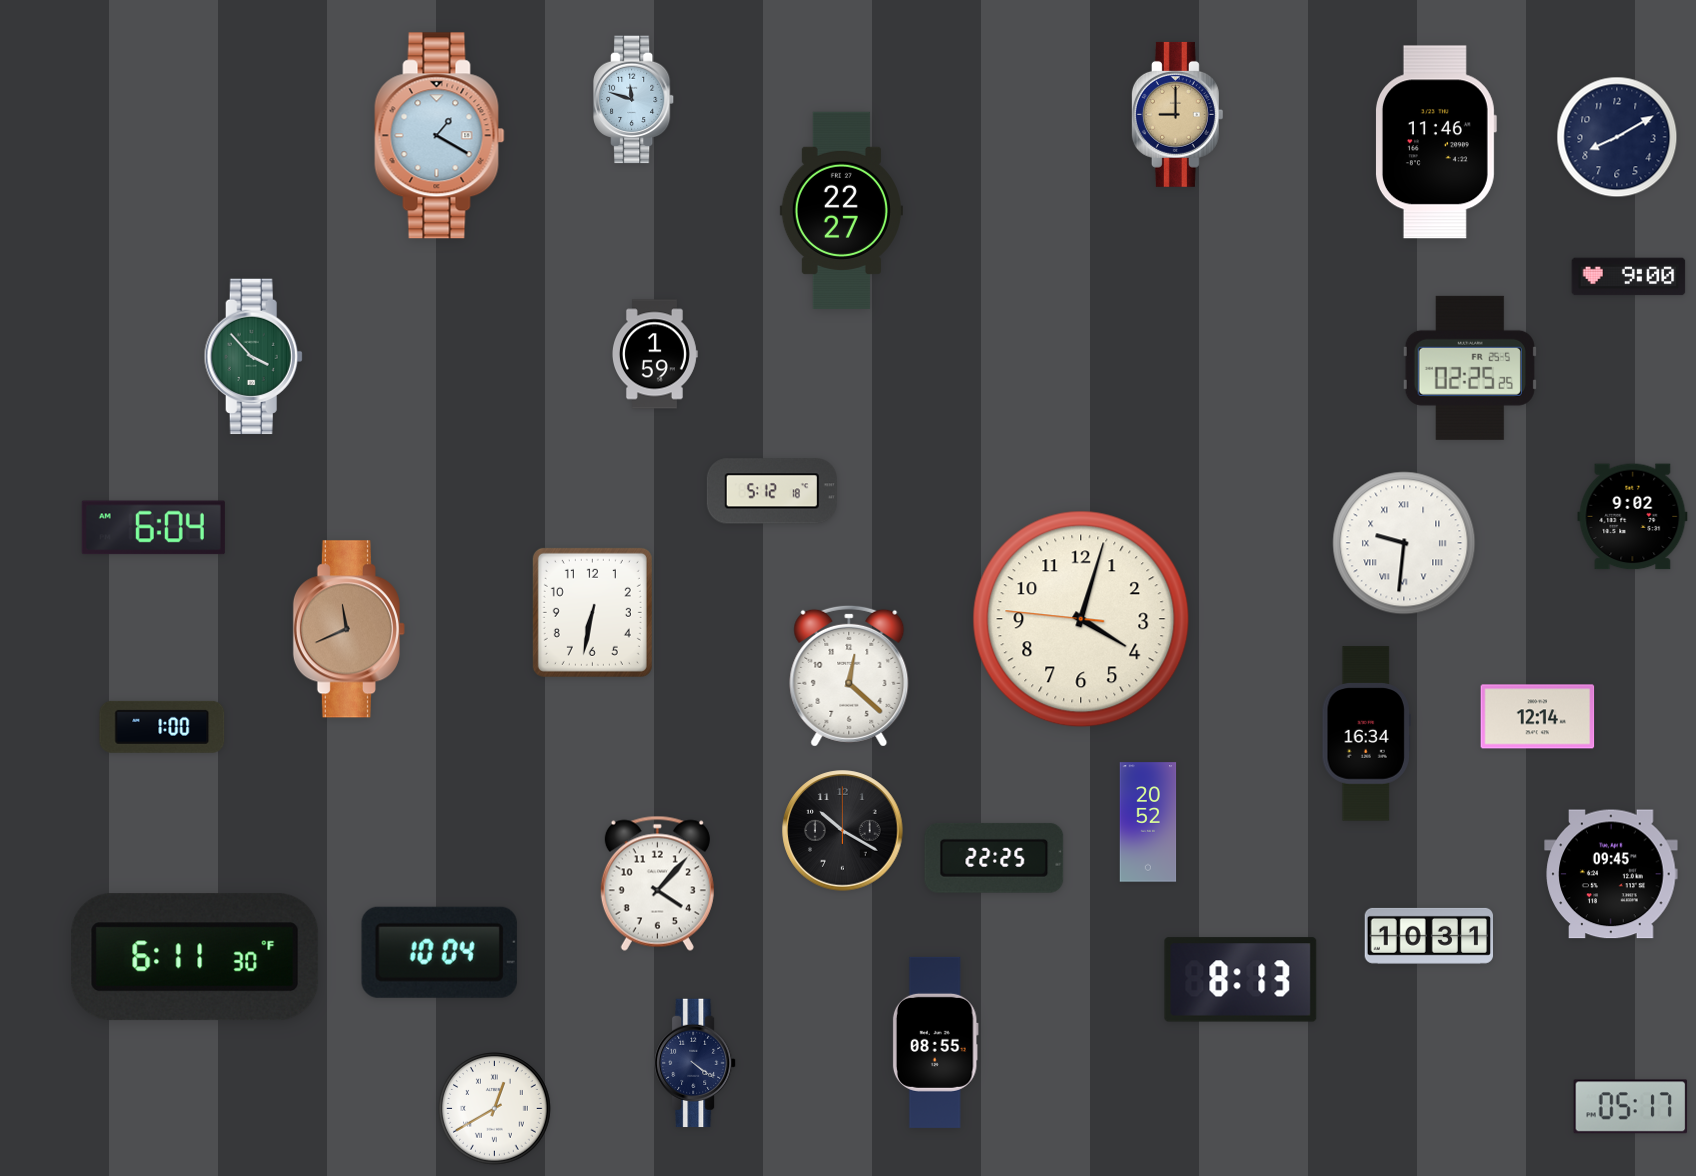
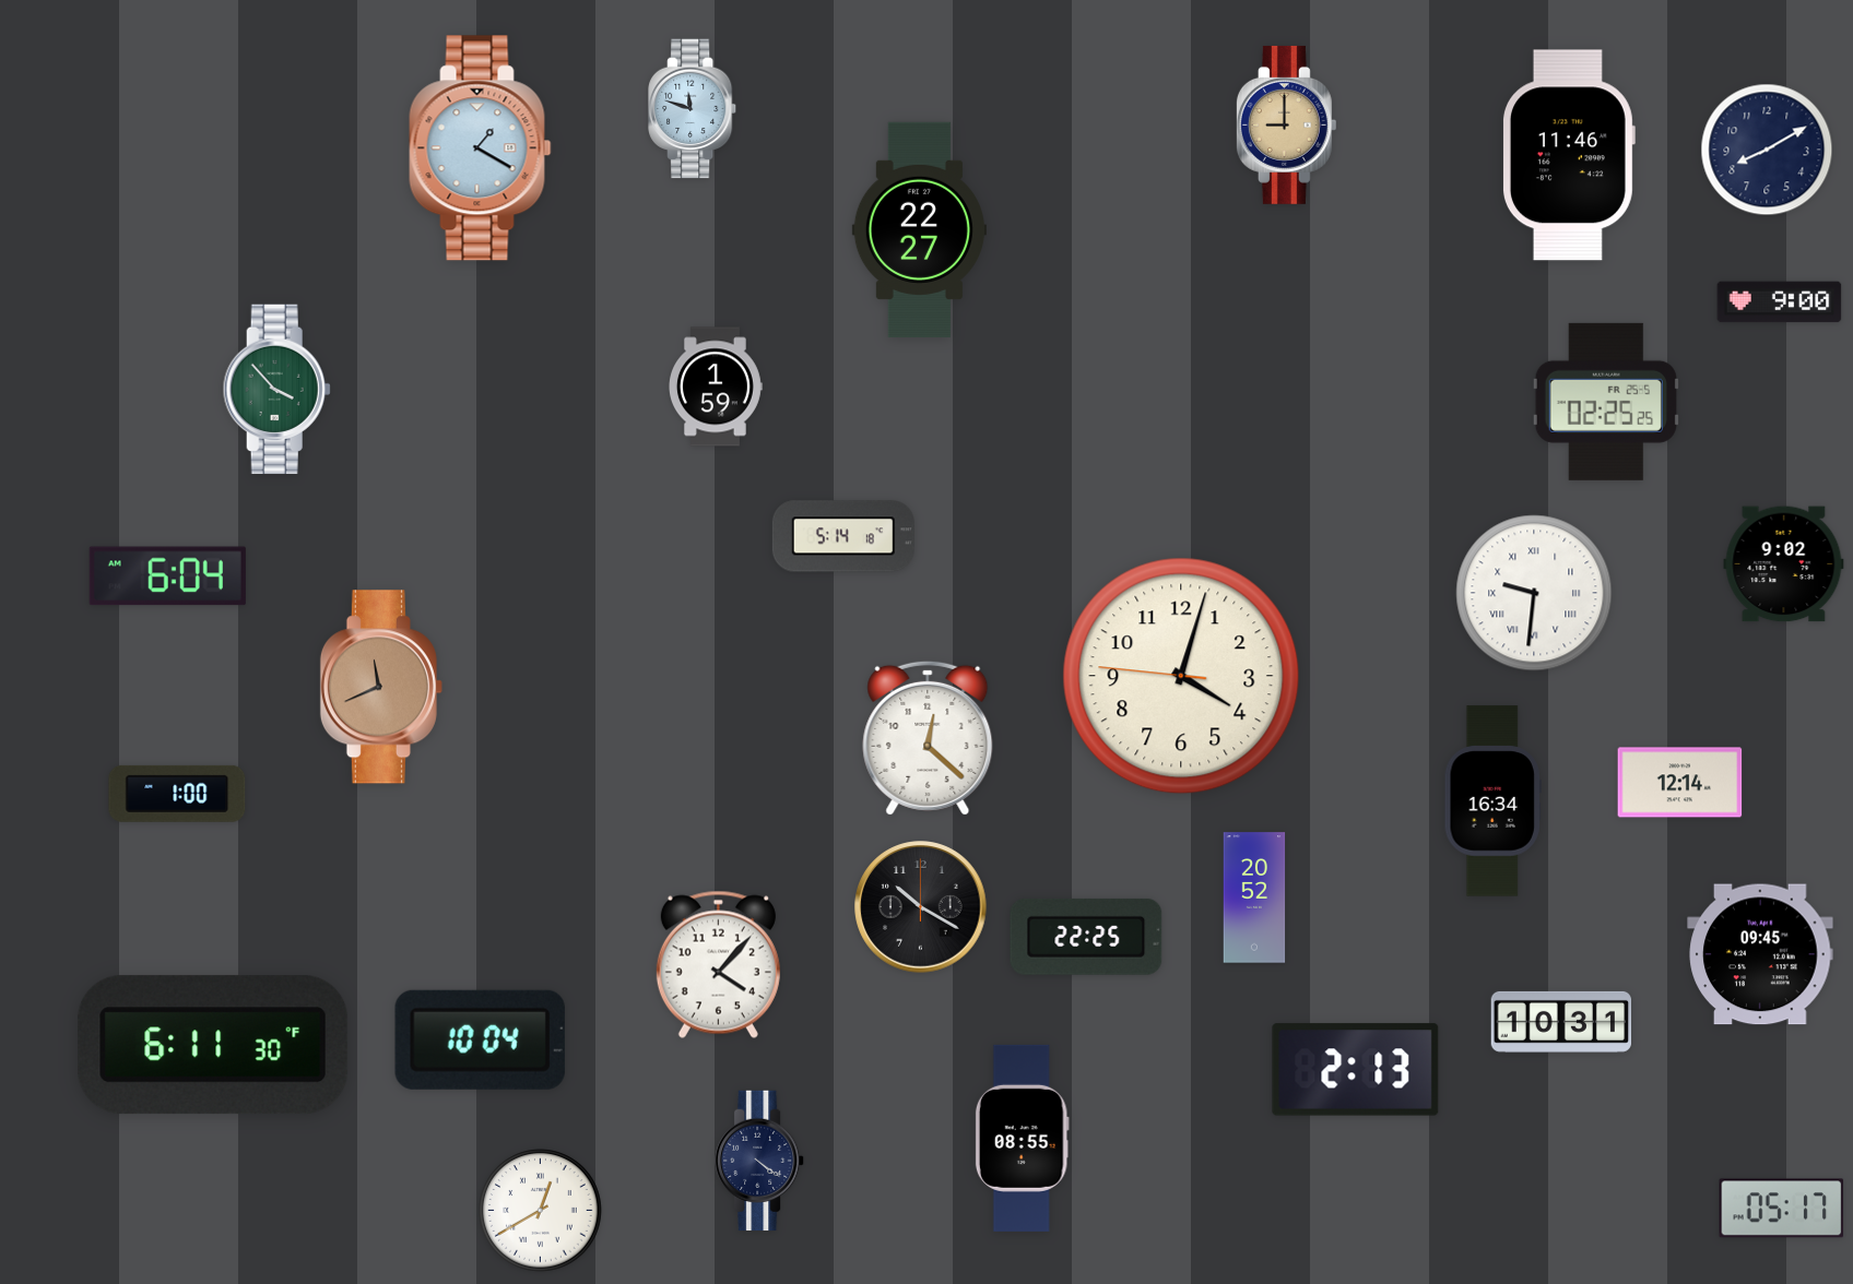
clock at (772, 491): 5:12 -> 5:14
clock at (592, 612): 6:32 -> none
clock at (1241, 980): 8:13 -> 2:13
